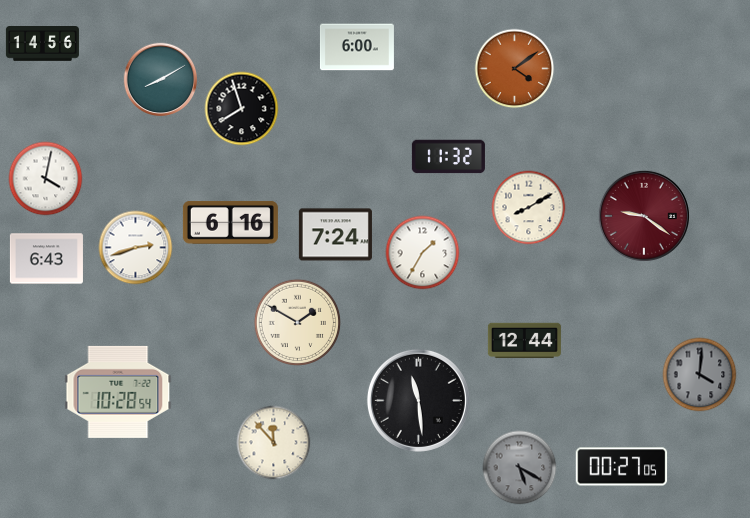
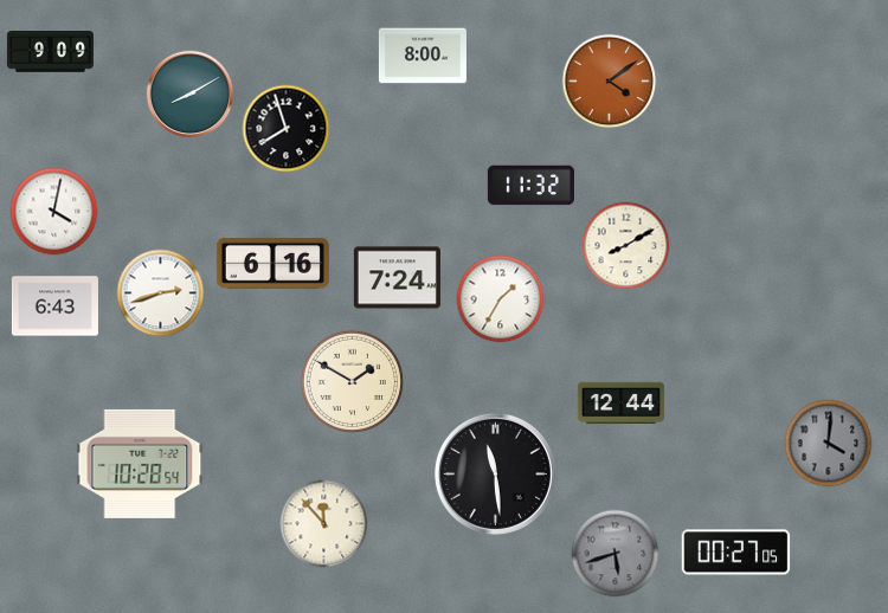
clock at (42, 44): 14:56 -> 9:09
clock at (357, 47): 6:00 -> 8:00
clock at (644, 216): 9:21 -> none
clock at (520, 468): 5:20 -> 5:42
